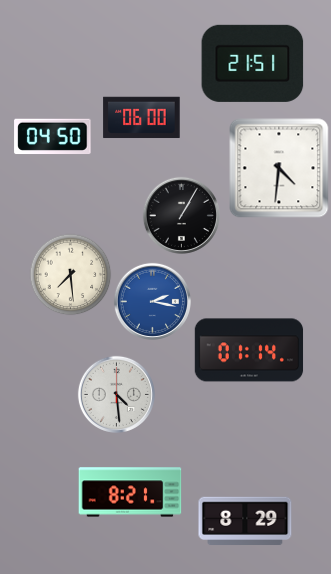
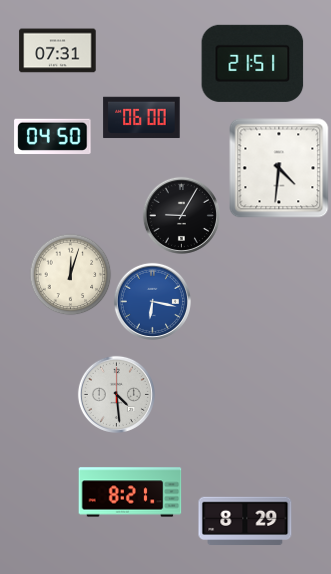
clock at (58, 51): none -> 07:31
clock at (181, 215): 1:05 -> 9:05
clock at (70, 274): 7:29 -> 12:03
clock at (152, 301): 2:17 -> 6:17
clock at (249, 350): 01:14 -> none
